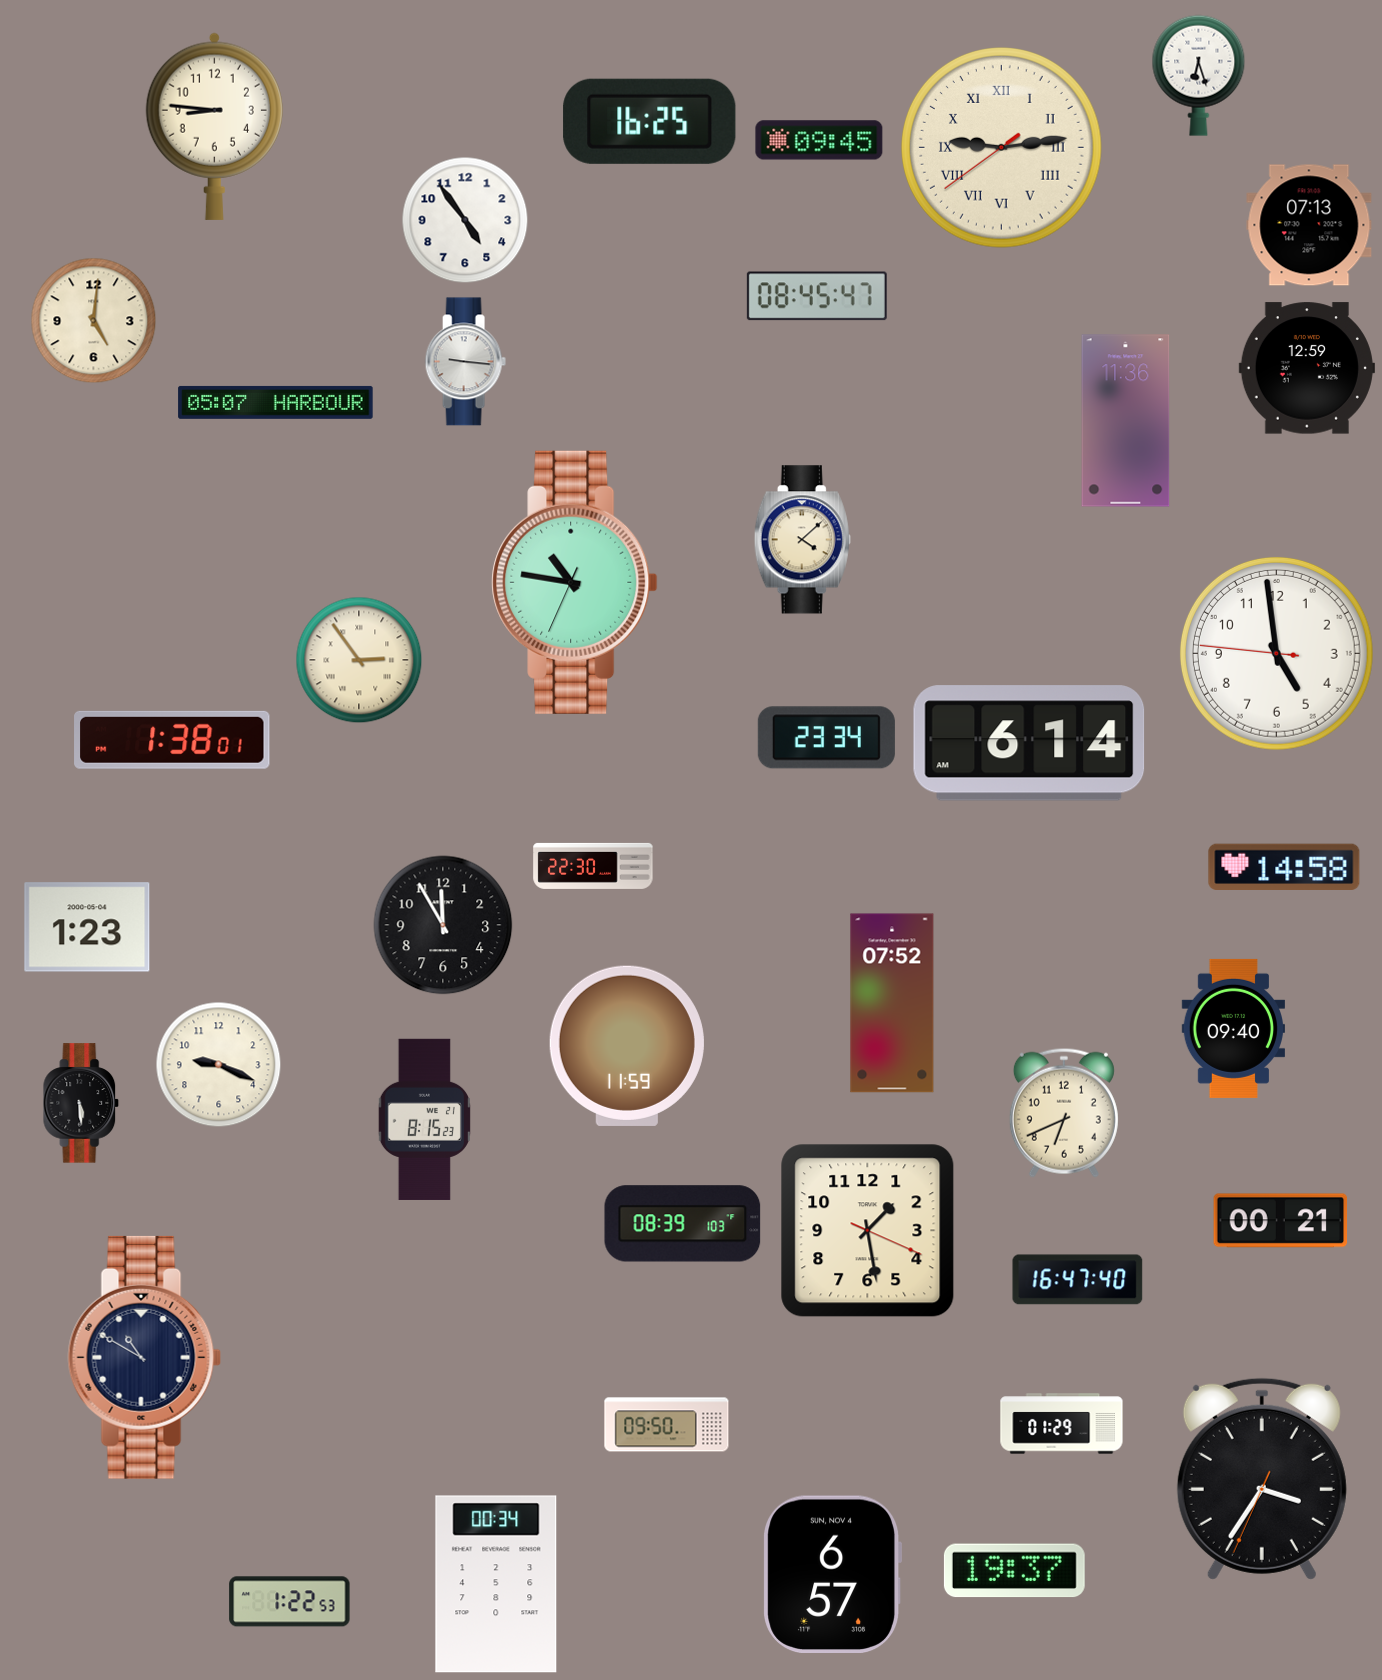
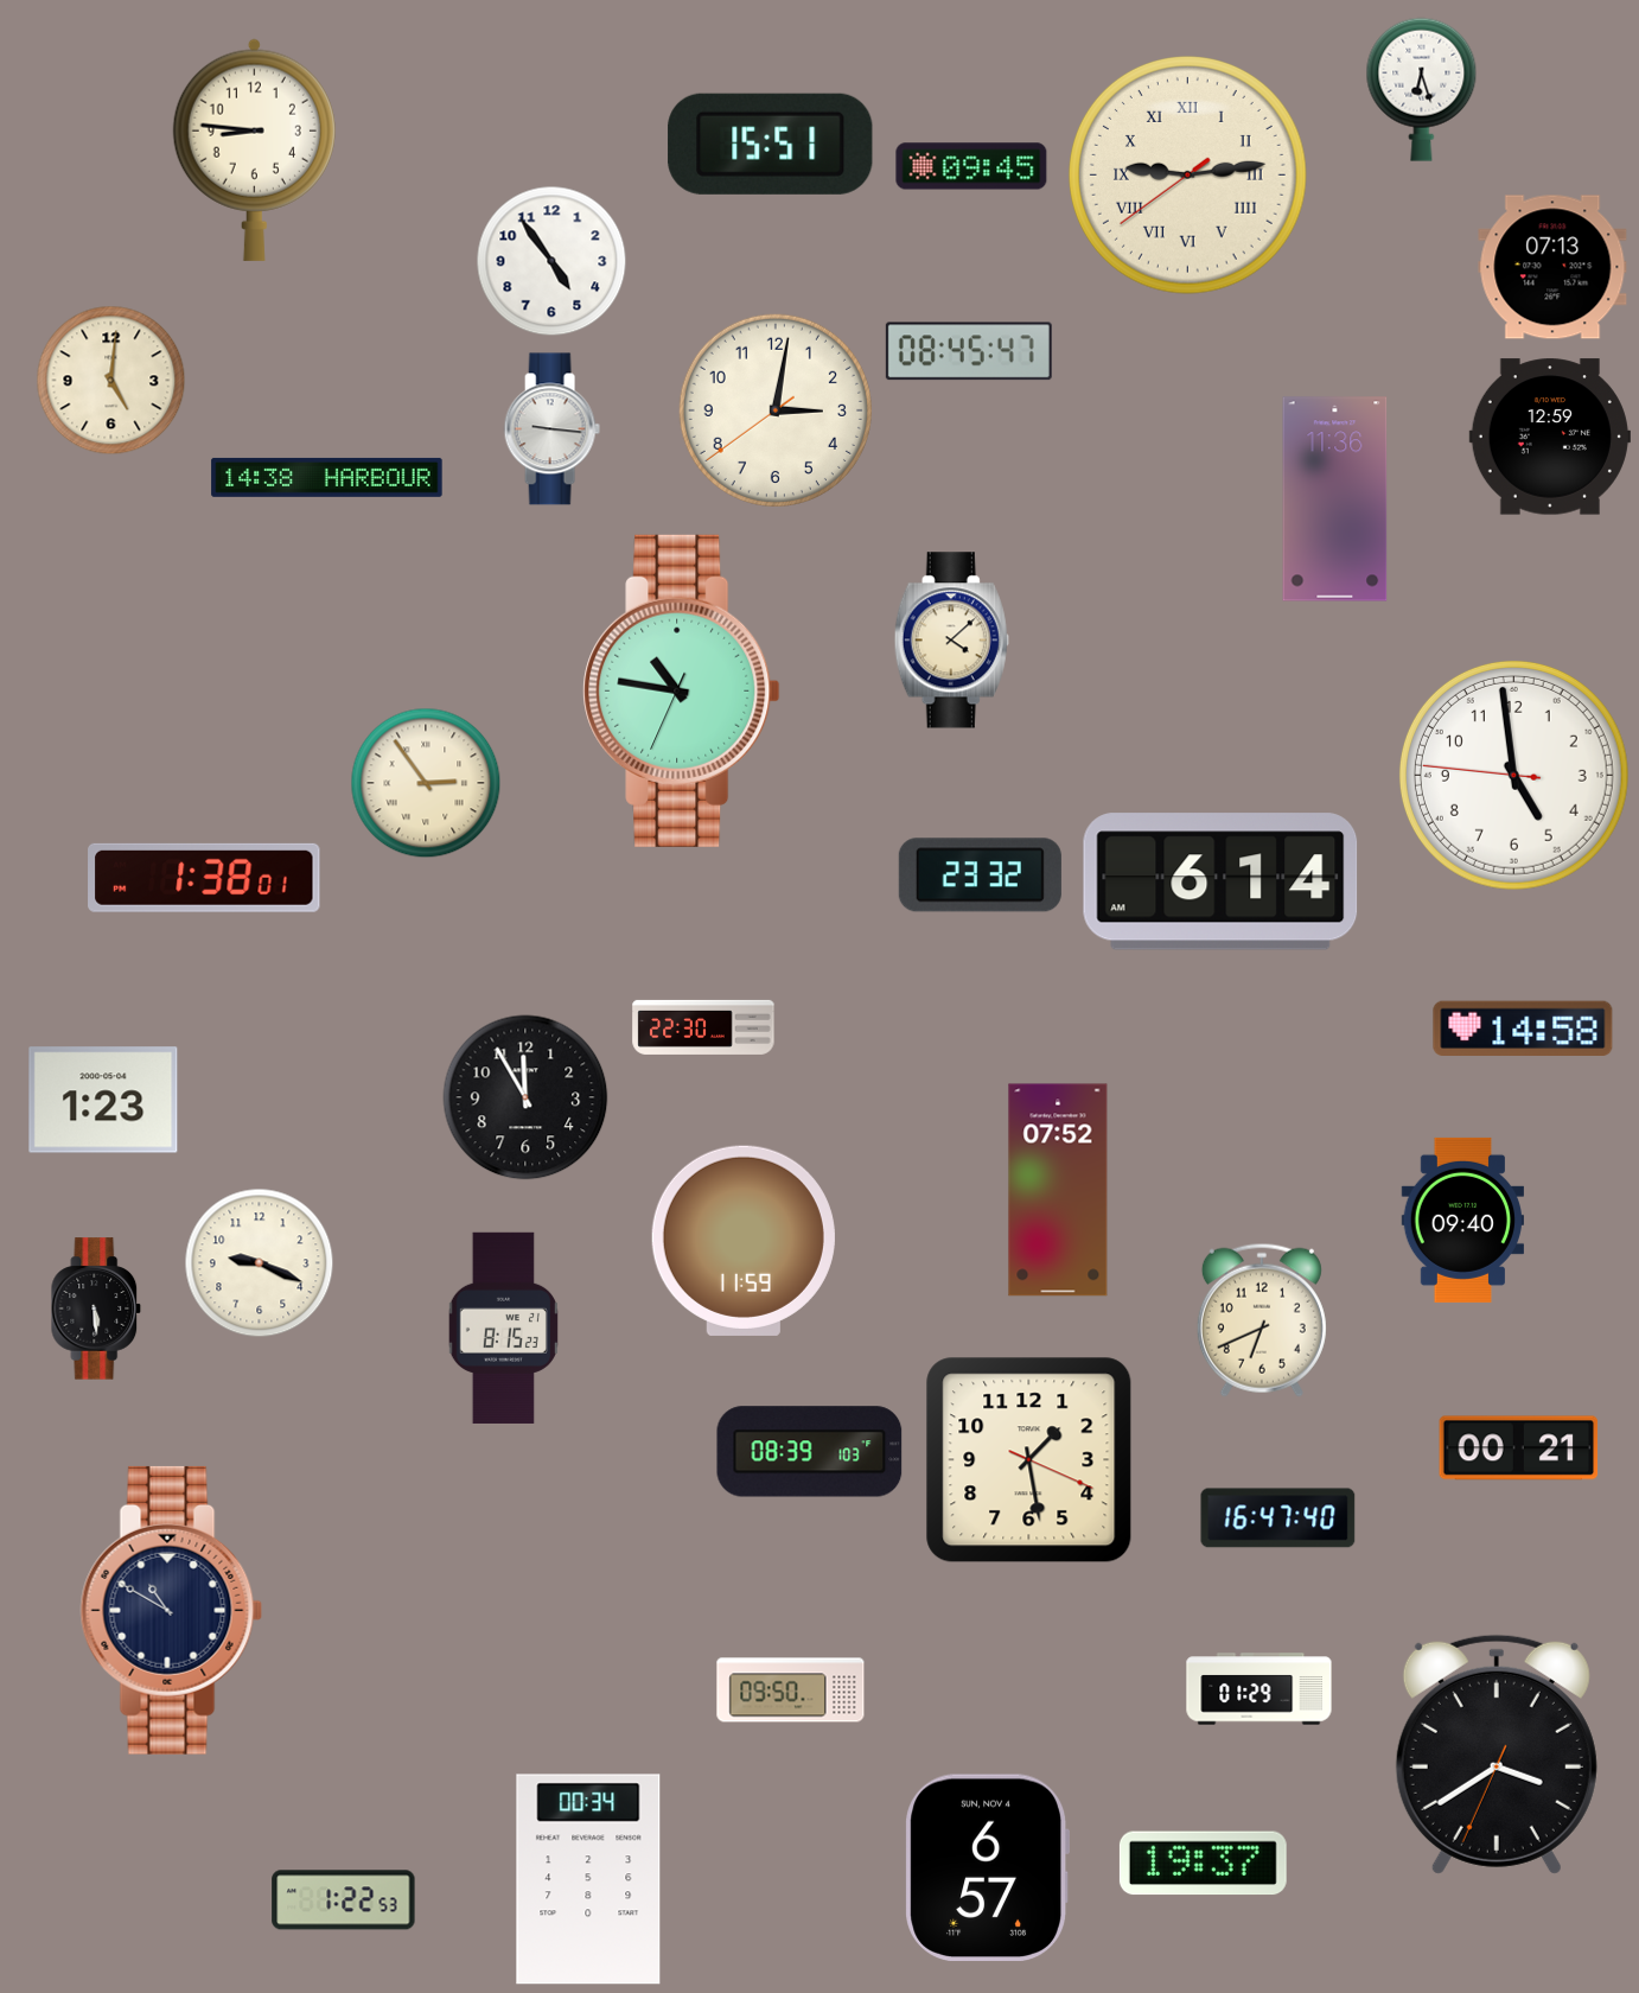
clock at (650, 121): 16:25 -> 15:51
clock at (776, 410): none -> 3:01
clock at (276, 402): 05:07 -> 14:38
clock at (826, 738): 23:34 -> 23:32
clock at (1262, 1479): 3:35 -> 3:39
